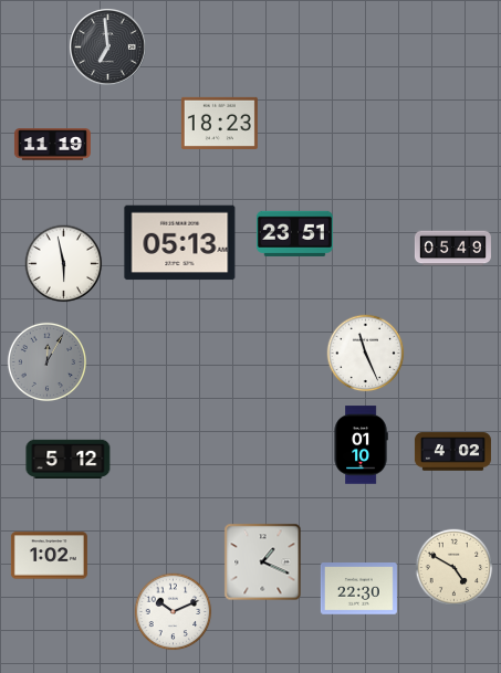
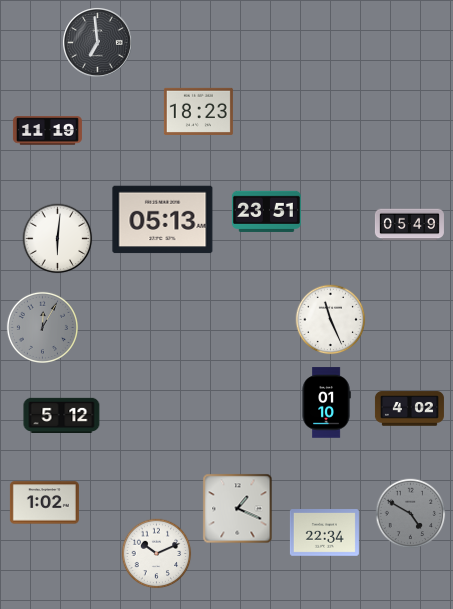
clock at (64, 264): 5:58 -> 6:01
clock at (455, 568) dial: cream -> grey
clock at (358, 589): 22:30 -> 22:34
